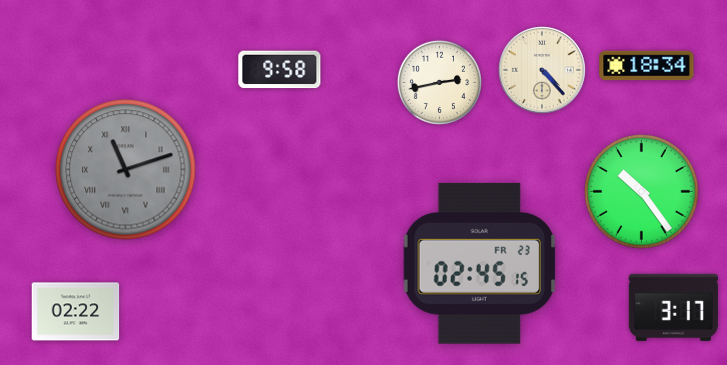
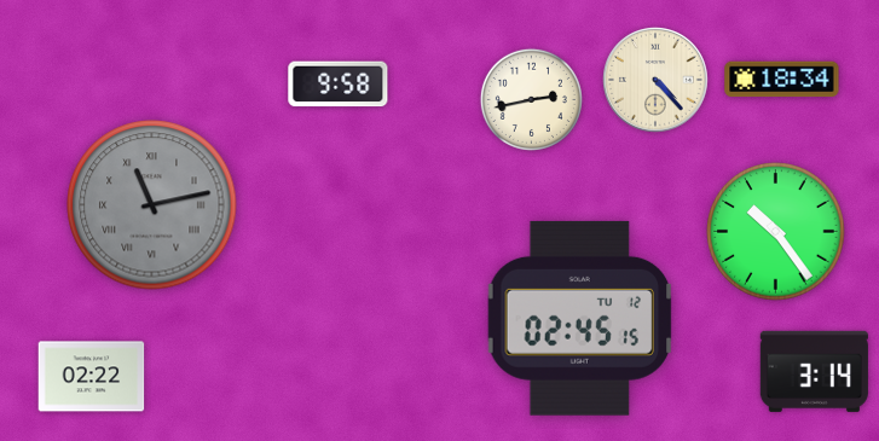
clock at (543, 71) position: (543, 71) -> (657, 81)
clock at (126, 170): 11:12 -> 11:13
clock at (480, 263) date: FR 23 -> TU 12
clock at (673, 307): 3:17 -> 3:14
